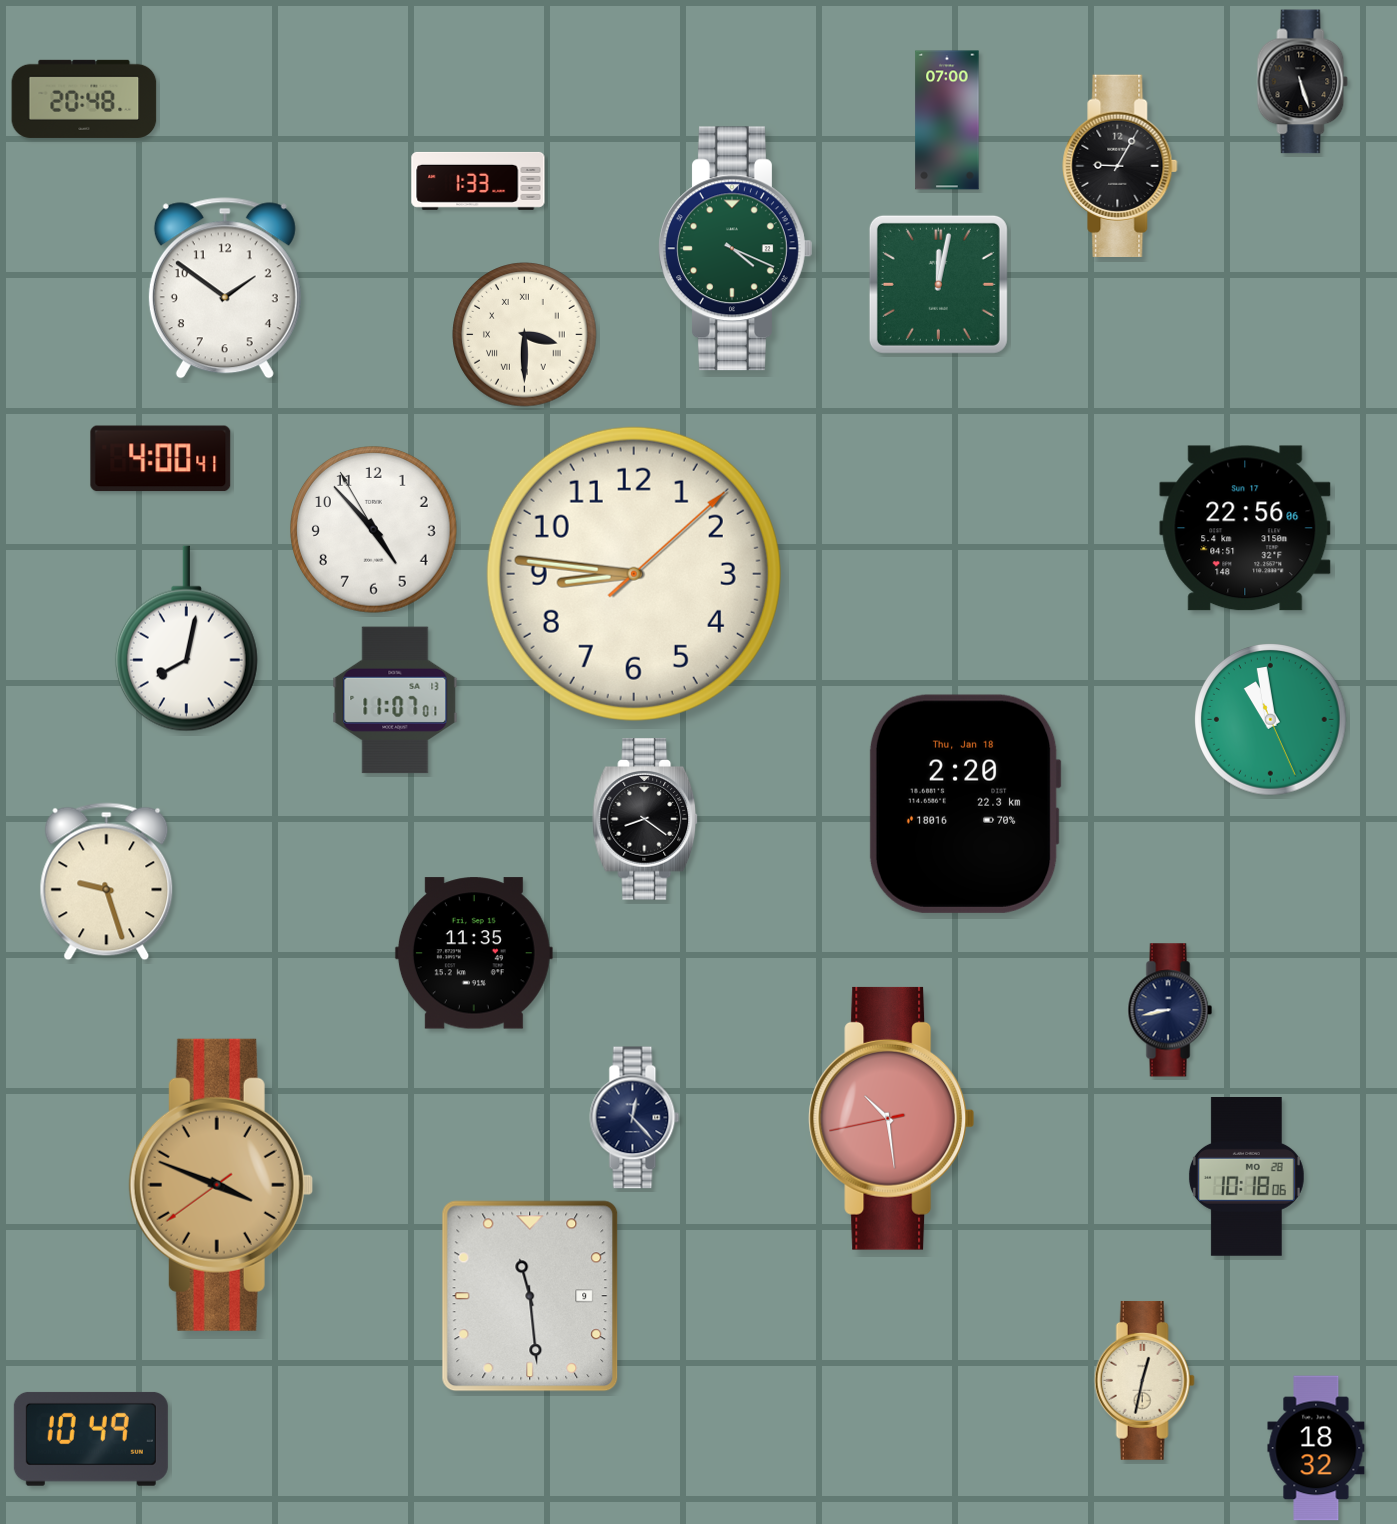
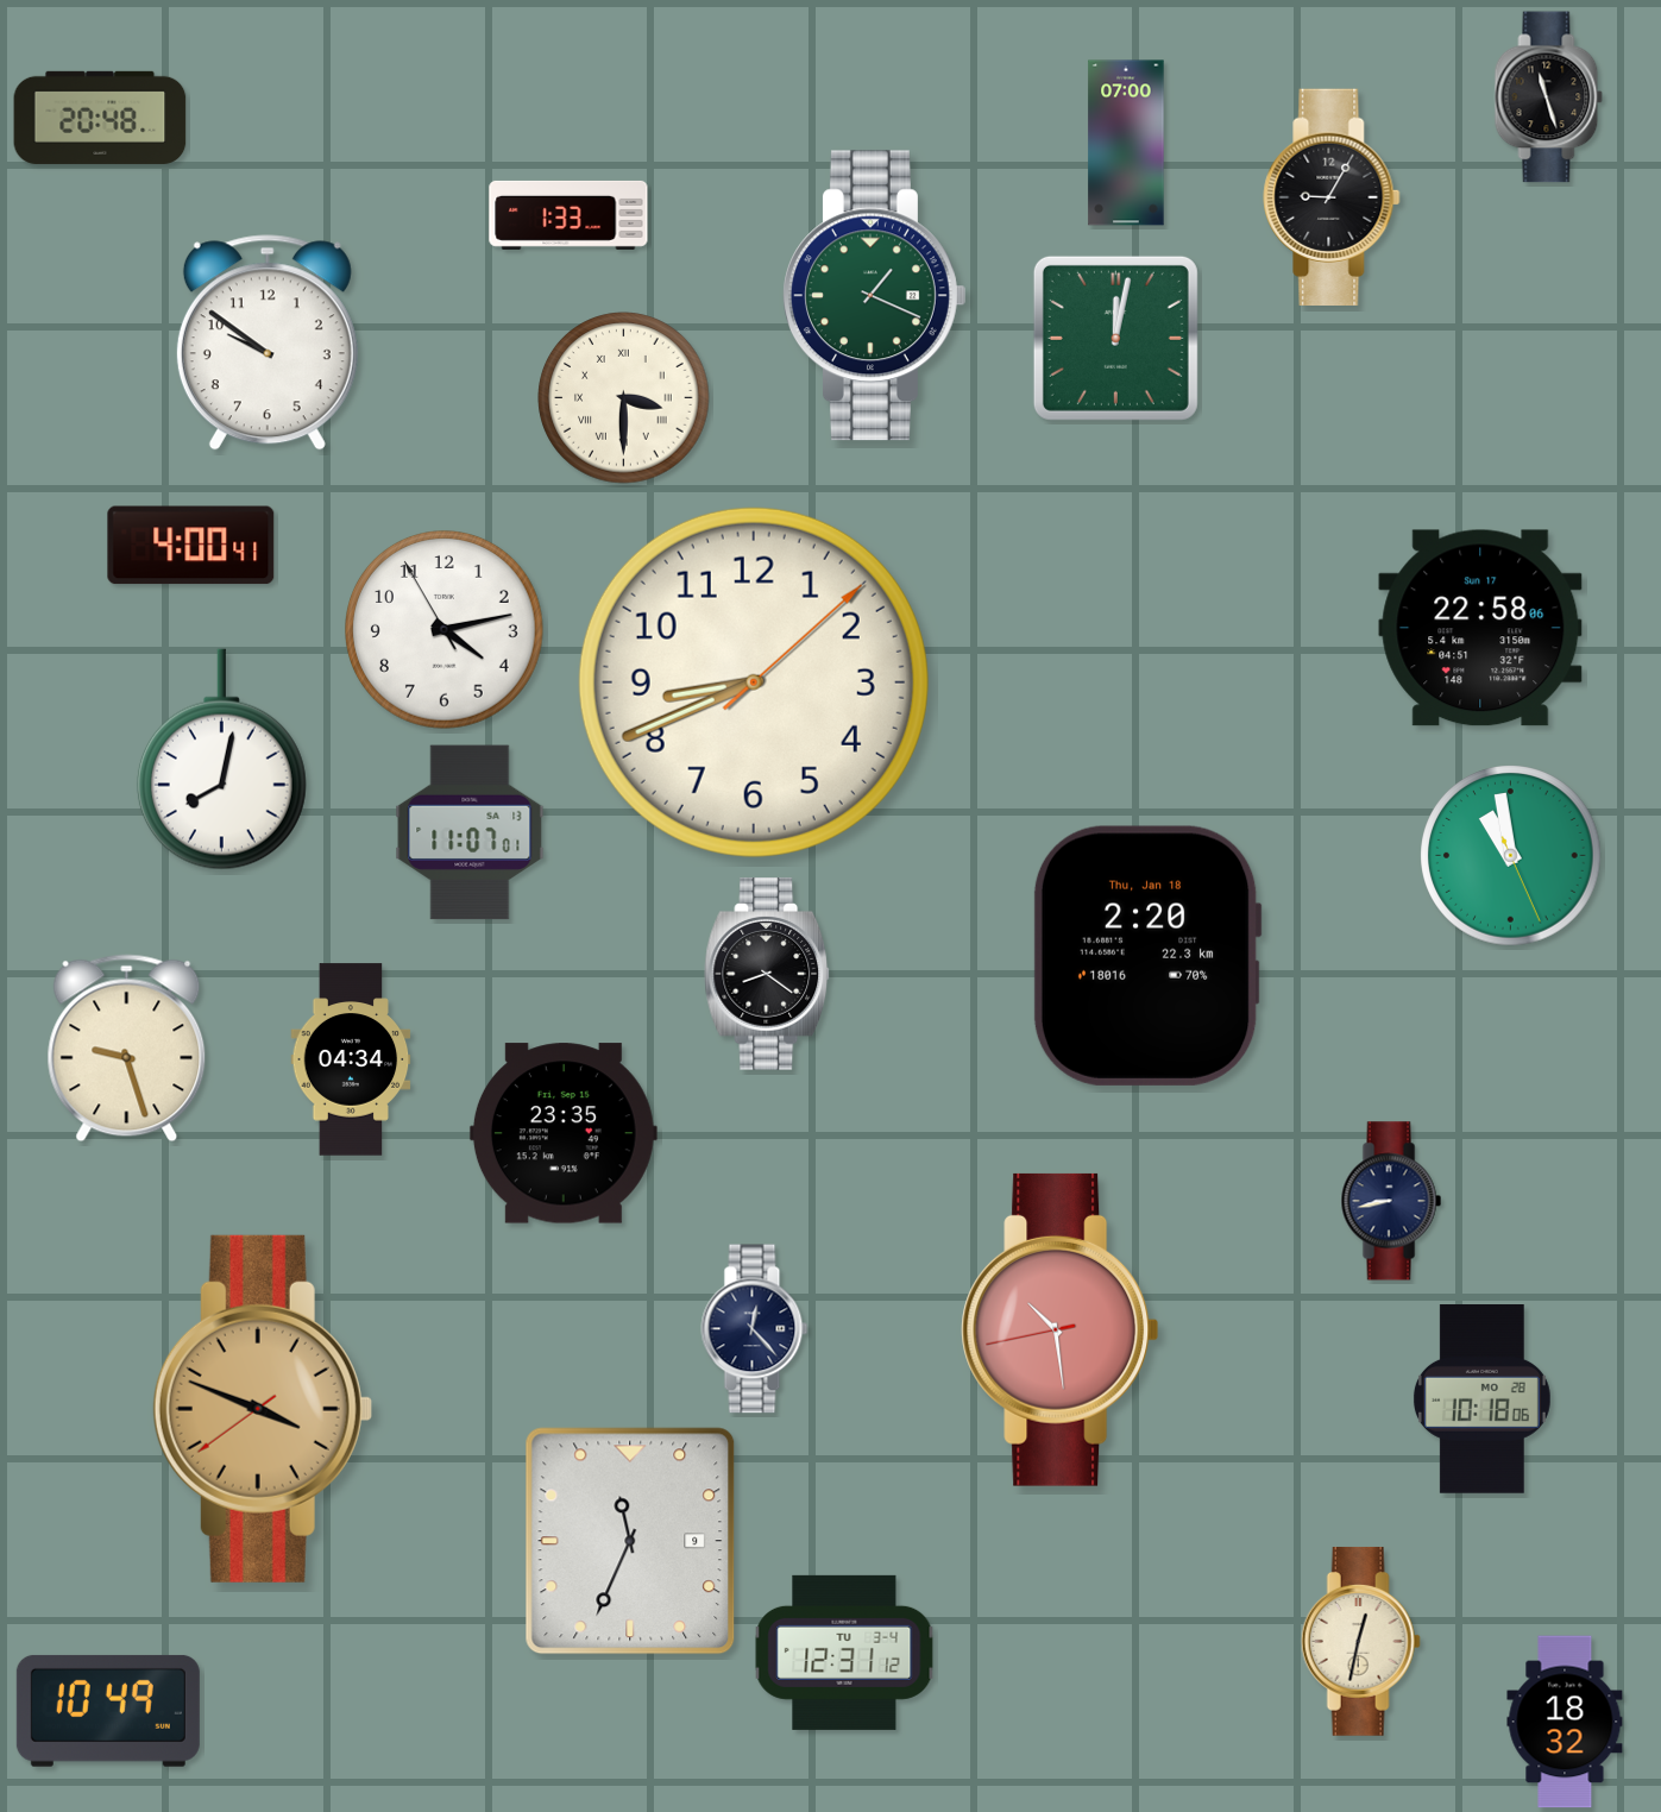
clock at (1303, 82): 5:27 -> 11:27
clock at (736, 249): 4:19 -> 1:19
clock at (225, 288): 1:51 -> 9:51
clock at (1245, 528): 22:56 -> 22:58
clock at (374, 530): 4:52 -> 4:12
clock at (634, 574): 8:46 -> 8:41
clock at (351, 1059): none -> 04:34
clock at (474, 953): 11:35 -> 23:35
clock at (530, 1296): 11:29 -> 11:34
clock at (844, 1653): none -> 12:31
